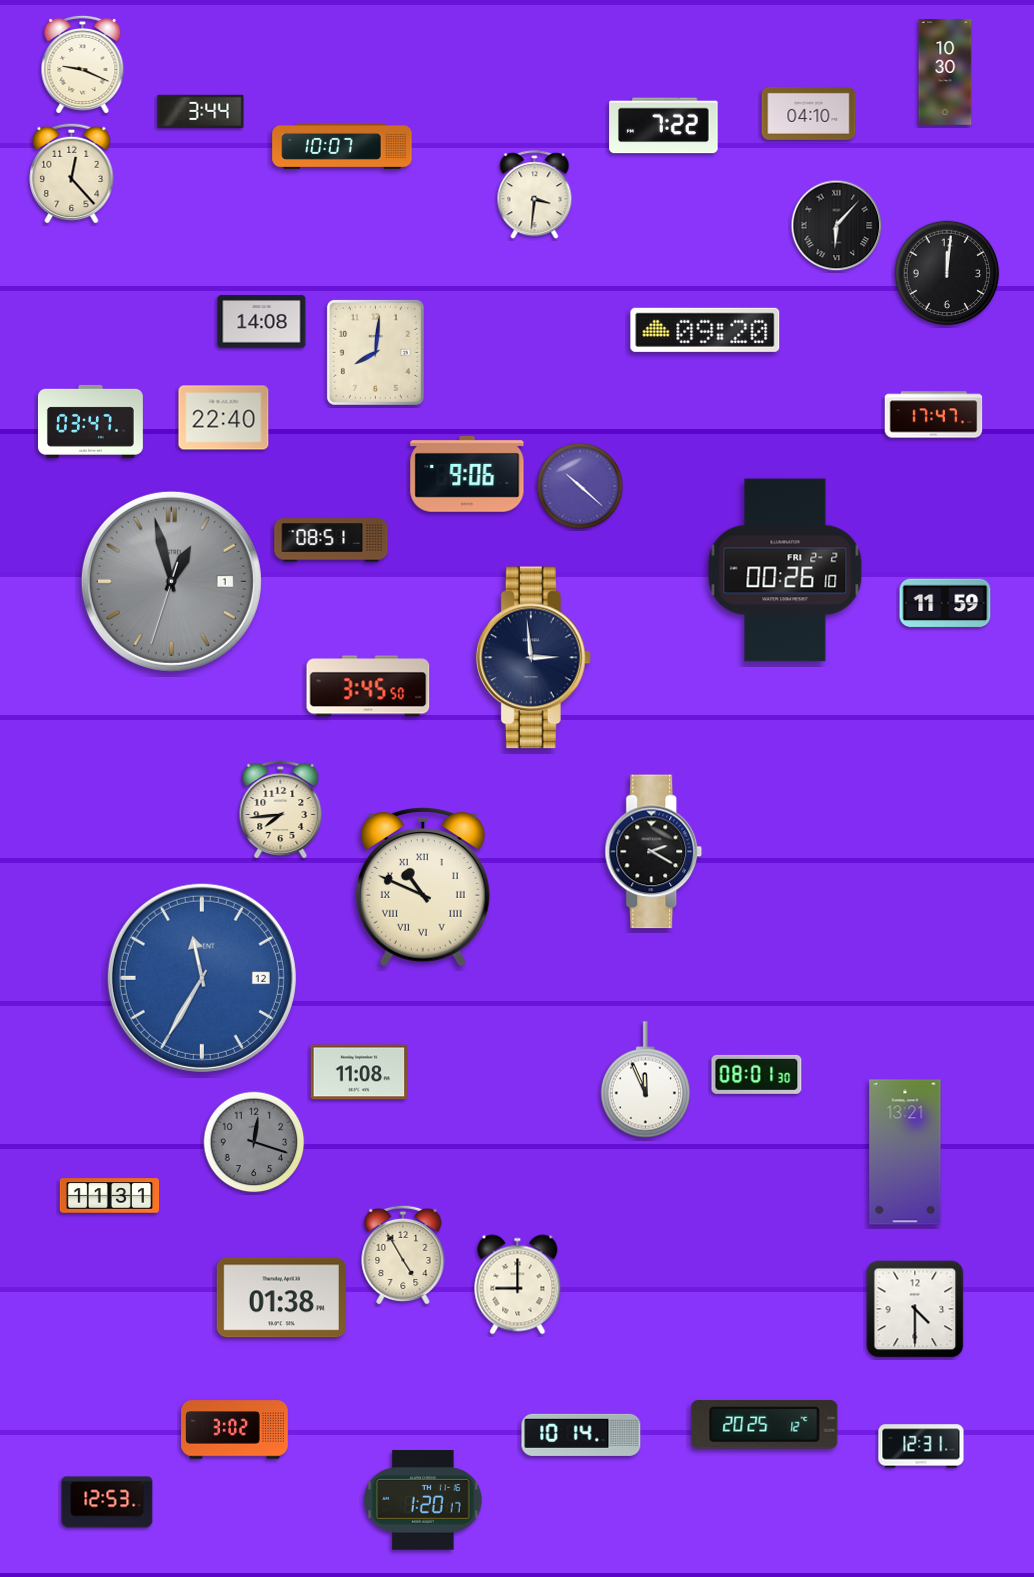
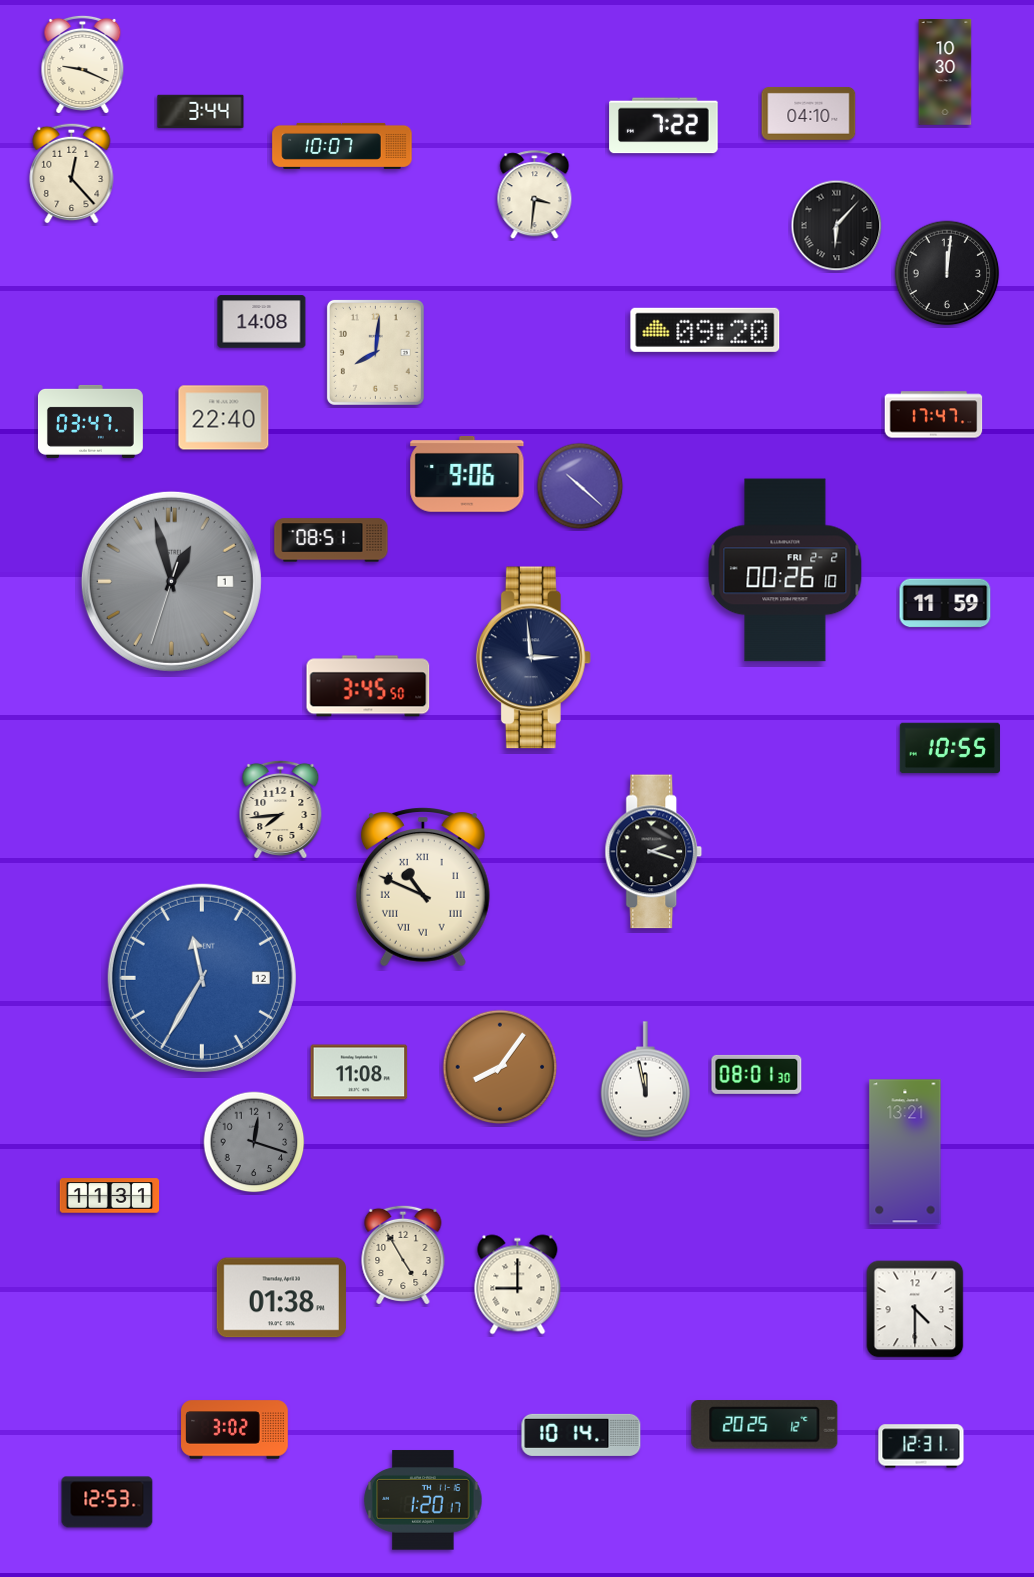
clock at (949, 748): none -> 10:55
clock at (654, 852): 2:20 -> 2:18
clock at (500, 1067): none -> 8:06
clock at (645, 1080): 11:56 -> 11:58
